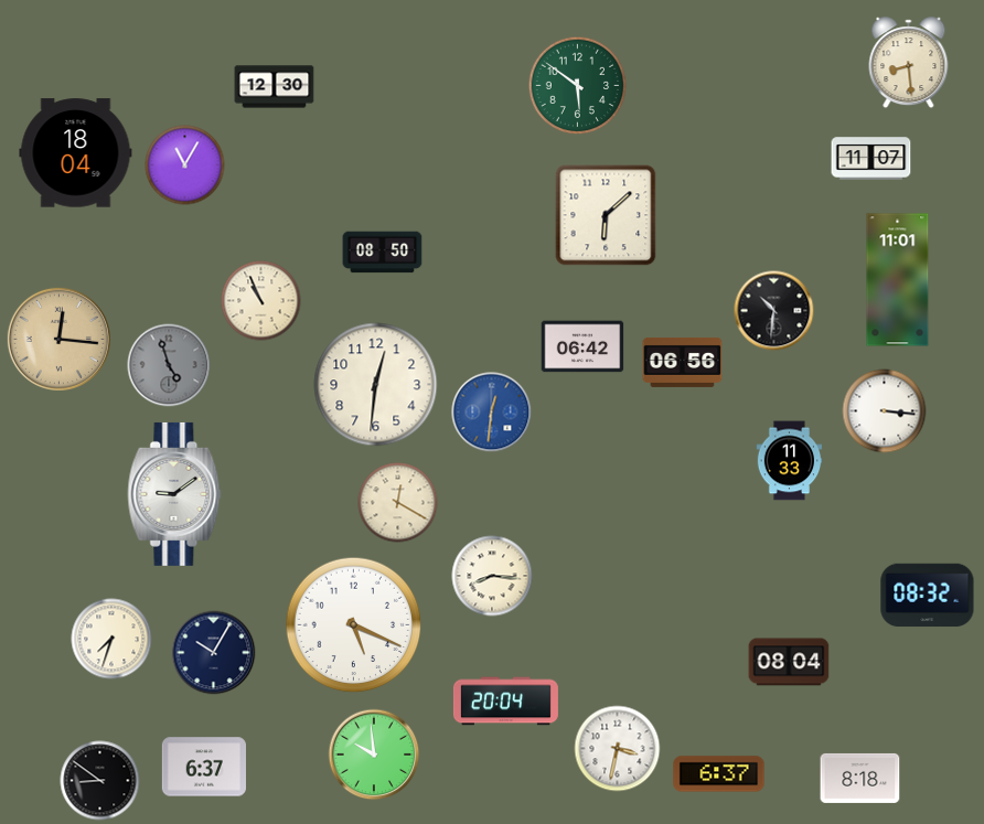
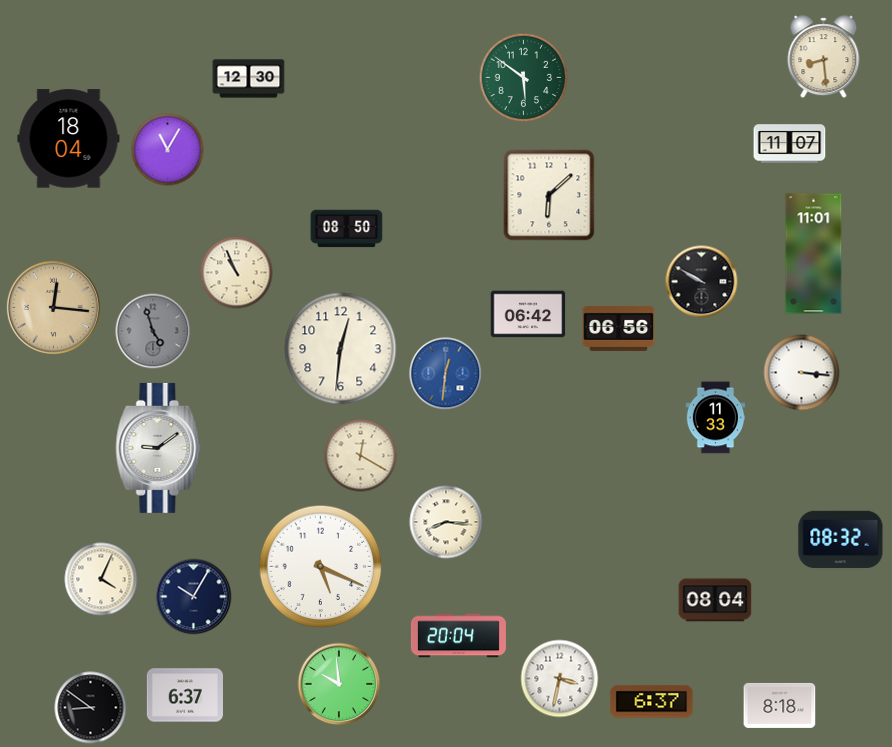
clock at (774, 311): 10:31 -> 9:50
clock at (111, 639): 7:33 -> 4:04
clock at (214, 653) position: (214, 653) -> (194, 597)
